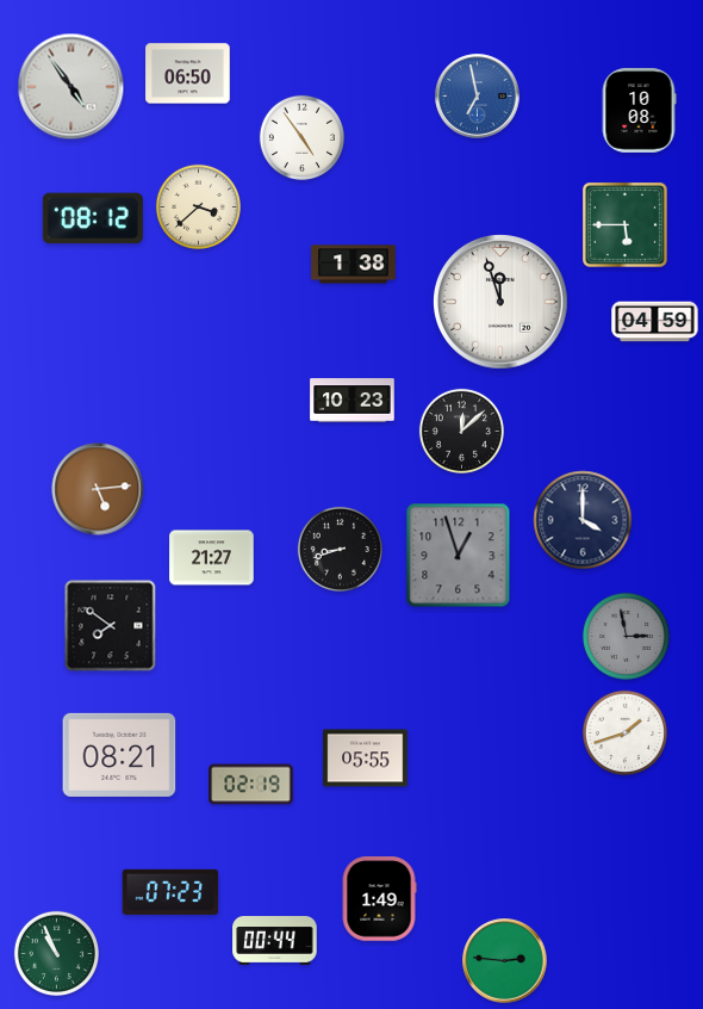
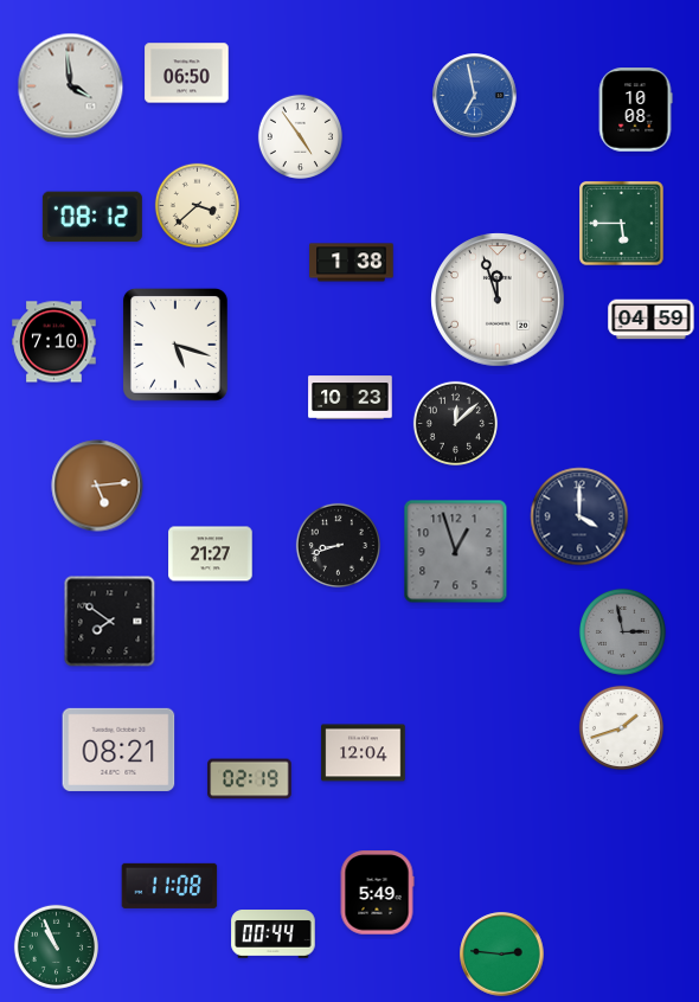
clock at (71, 87): 4:54 -> 3:59
clock at (54, 342): none -> 7:10
clock at (175, 345): none -> 5:18
clock at (461, 431) position: (461, 431) -> (455, 423)
clock at (366, 759): 05:55 -> 12:04
clock at (170, 892): 07:23 -> 11:08
clock at (379, 899): 1:49 -> 5:49
